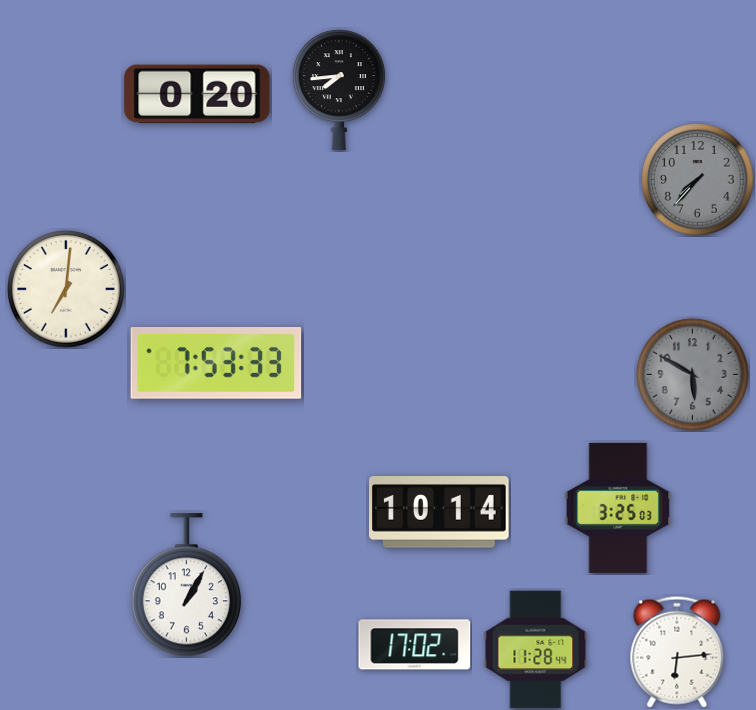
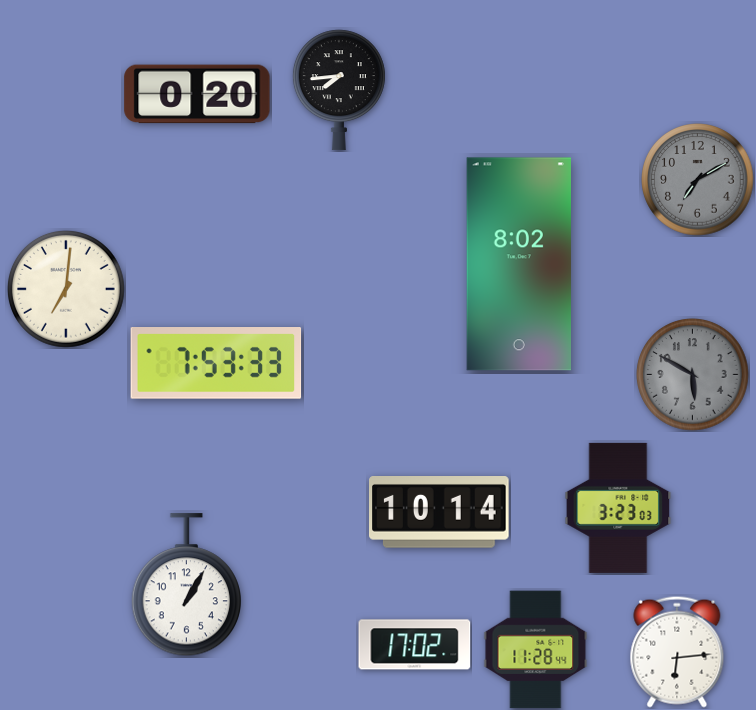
clock at (698, 180): 7:37 -> 7:10
clock at (518, 264): none -> 8:02
clock at (618, 508): 3:25 -> 3:23
